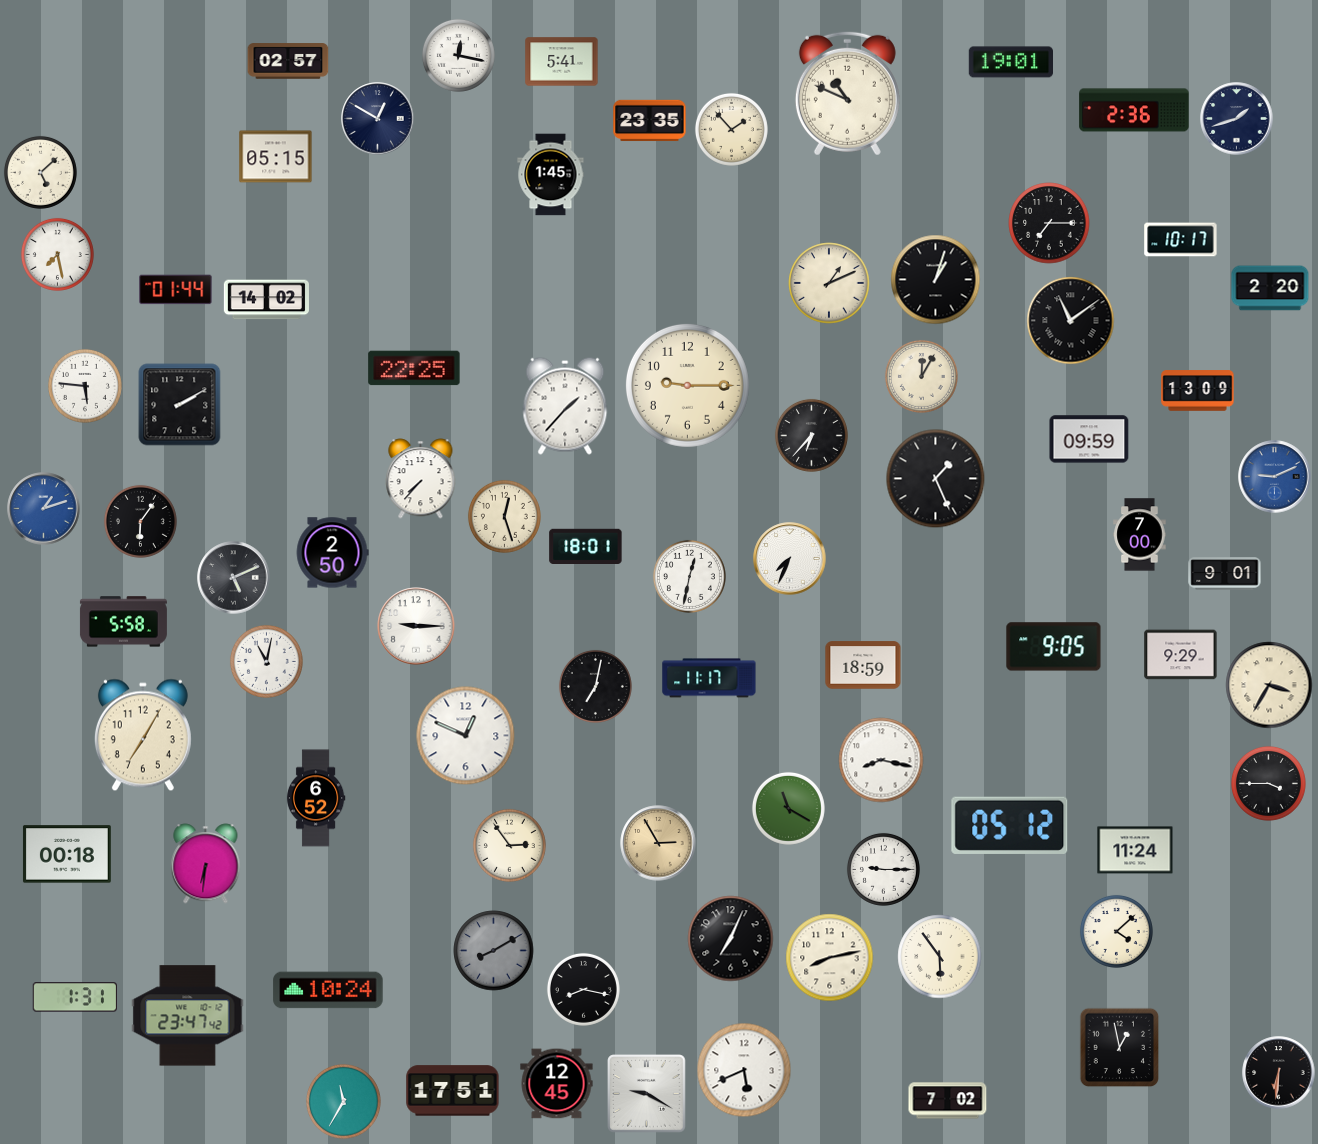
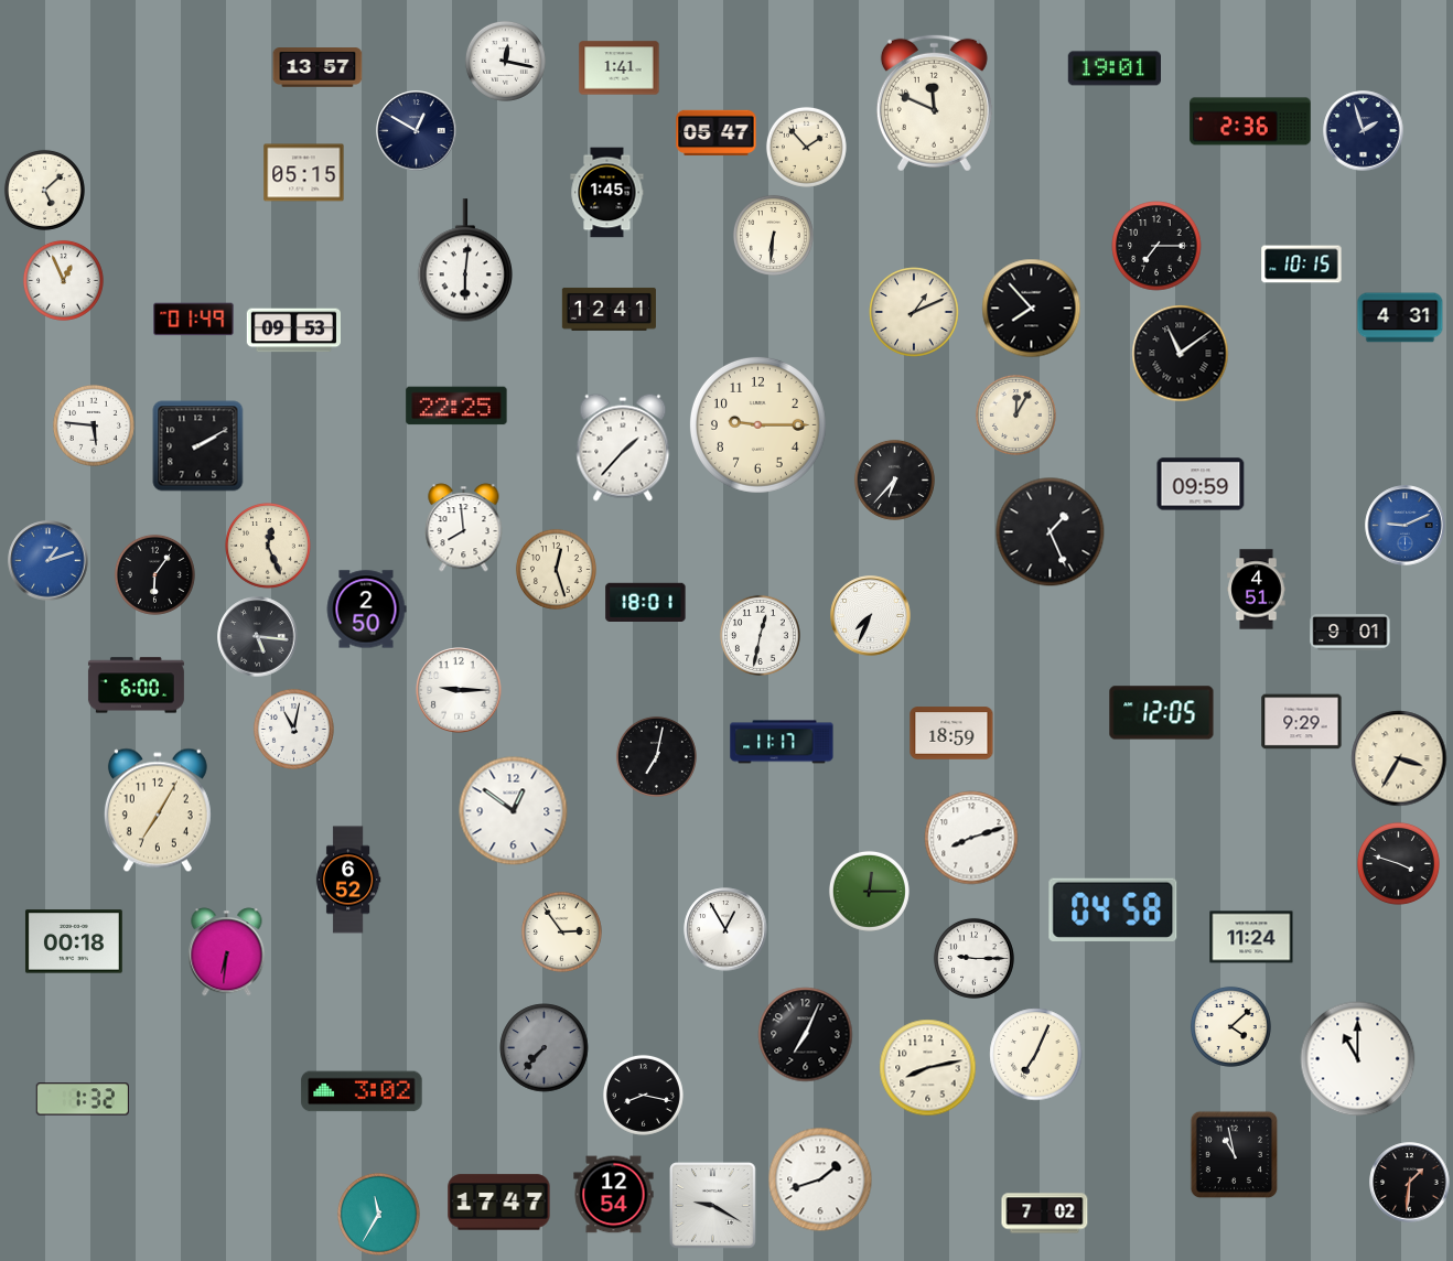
clock at (288, 61): 02:57 -> 13:57
clock at (562, 62): 5:41 -> 1:41
clock at (847, 93): 10:49 -> 11:49
clock at (1237, 119): 1:42 -> 1:57
clock at (650, 121): 23:35 -> 05:47
clock at (731, 129) position: (731, 129) -> (806, 147)
clock at (773, 235): none -> 6:31
clock at (464, 261): none -> 6:01
clock at (1181, 240): 10:17 -> 10:15
clock at (57, 254): 7:28 -> 12:56
clock at (609, 309): none -> 12:41
clock at (936, 280): 1:03 -> 7:53
clock at (1270, 288): 2:20 -> 4:31
clock at (176, 290): 01:44 -> 01:49
clock at (266, 300): 14:02 -> 09:53
clock at (1198, 391): 13:09 -> none
clock at (421, 479): 7:37 -> 7:59
clock at (936, 479) position: (936, 479) -> (1051, 532)
clock at (268, 546): none -> 12:26
clock at (1140, 535): 7:00 -> 4:51
clock at (234, 578): 5:11 -> 5:16
clock at (123, 622): 5:58 -> 6:00
clock at (1054, 647): 9:05 -> 12:05
clock at (709, 678) position: (709, 678) -> (782, 742)
clock at (1269, 685) position: (1269, 685) -> (1399, 758)
clock at (466, 736): 12:49 -> 12:51
clock at (881, 760): 8:17 -> 8:12
clock at (1268, 783): 3:45 -> 3:48
clock at (788, 808): 11:20 -> 12:15
clock at (1010, 825): 05:12 -> 04:58
clock at (658, 843): 2:55 -> 12:55
clock at (658, 843) dial: champagne -> white
clock at (494, 951): 8:10 -> 7:37
clock at (940, 957): 5:54 -> 7:04
clock at (830, 958) position: (830, 958) -> (928, 1068)
clock at (1358, 1059): none -> 11:00
clock at (583, 989) position: (583, 989) -> (643, 1095)
clock at (328, 990): 10:24 -> 3:02
clock at (74, 997): 1:31 -> 1:32
clock at (188, 1016): 23:47 -> none
clock at (1120, 1048): 12:58 -> 10:58
clock at (744, 1070): 5:41 -> 1:42
clock at (1279, 1073): 6:31 -> 1:31
clock at (557, 1084): 12:45 -> 12:54
clock at (453, 1091): 17:51 -> 17:47
